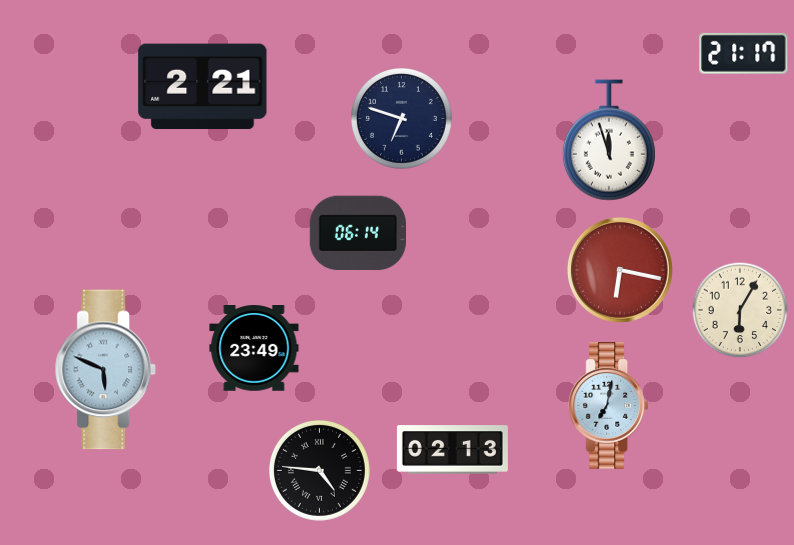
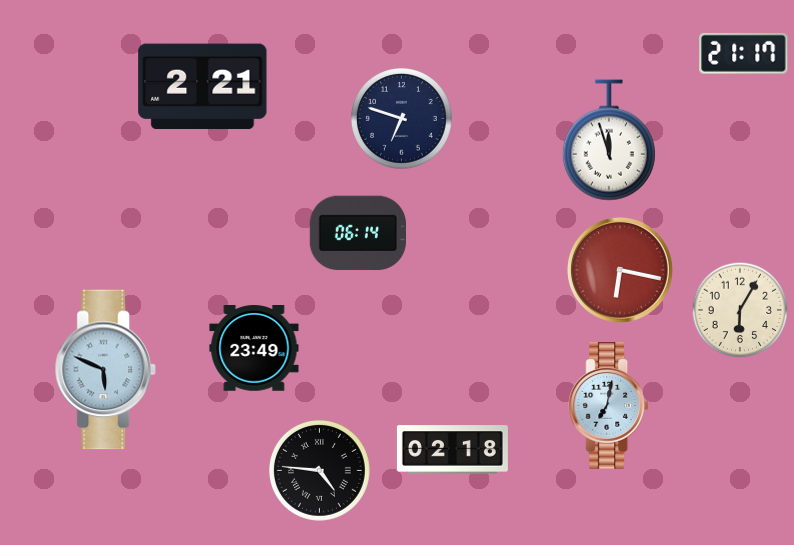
clock at (452, 450): 02:13 -> 02:18
